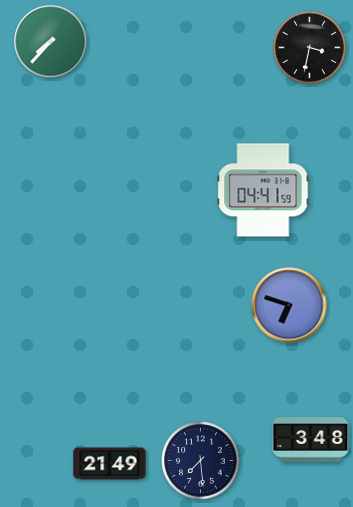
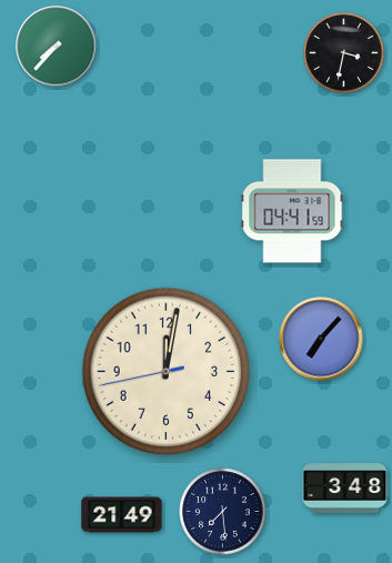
clock at (289, 305): 6:48 -> 7:07
clock at (167, 372): none -> 12:01
